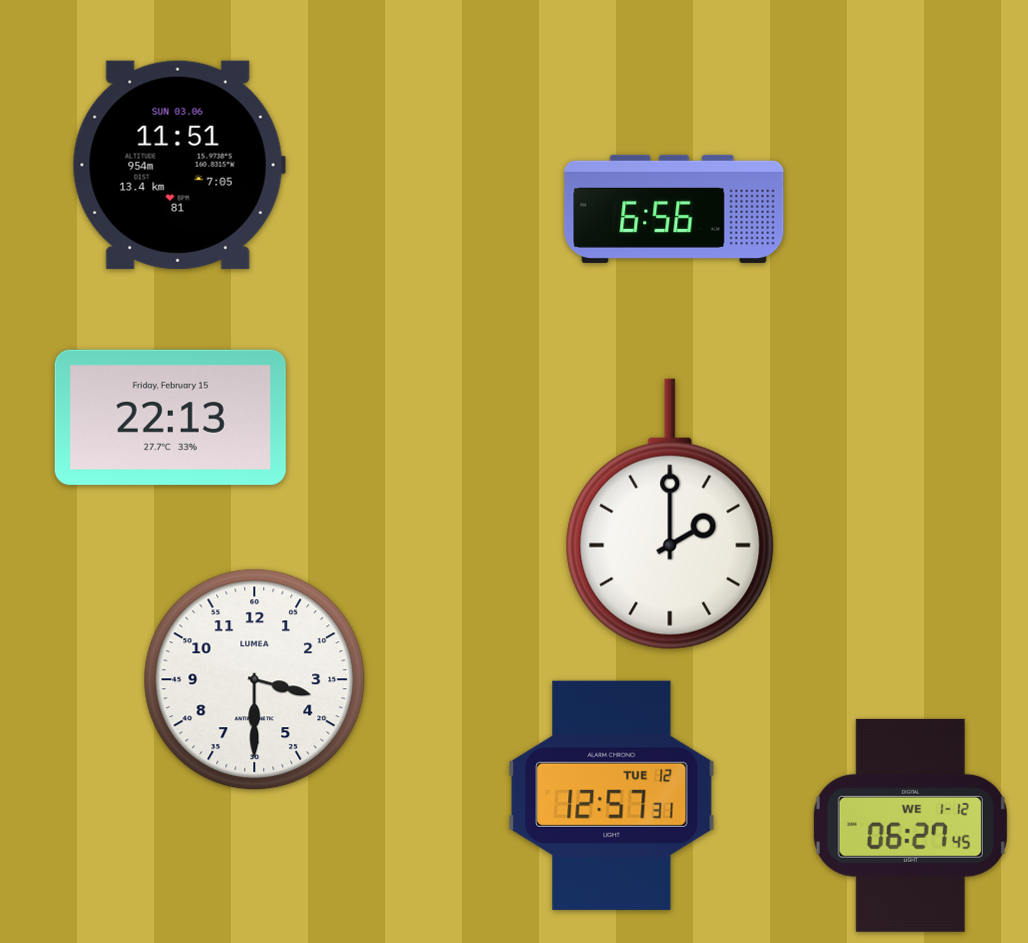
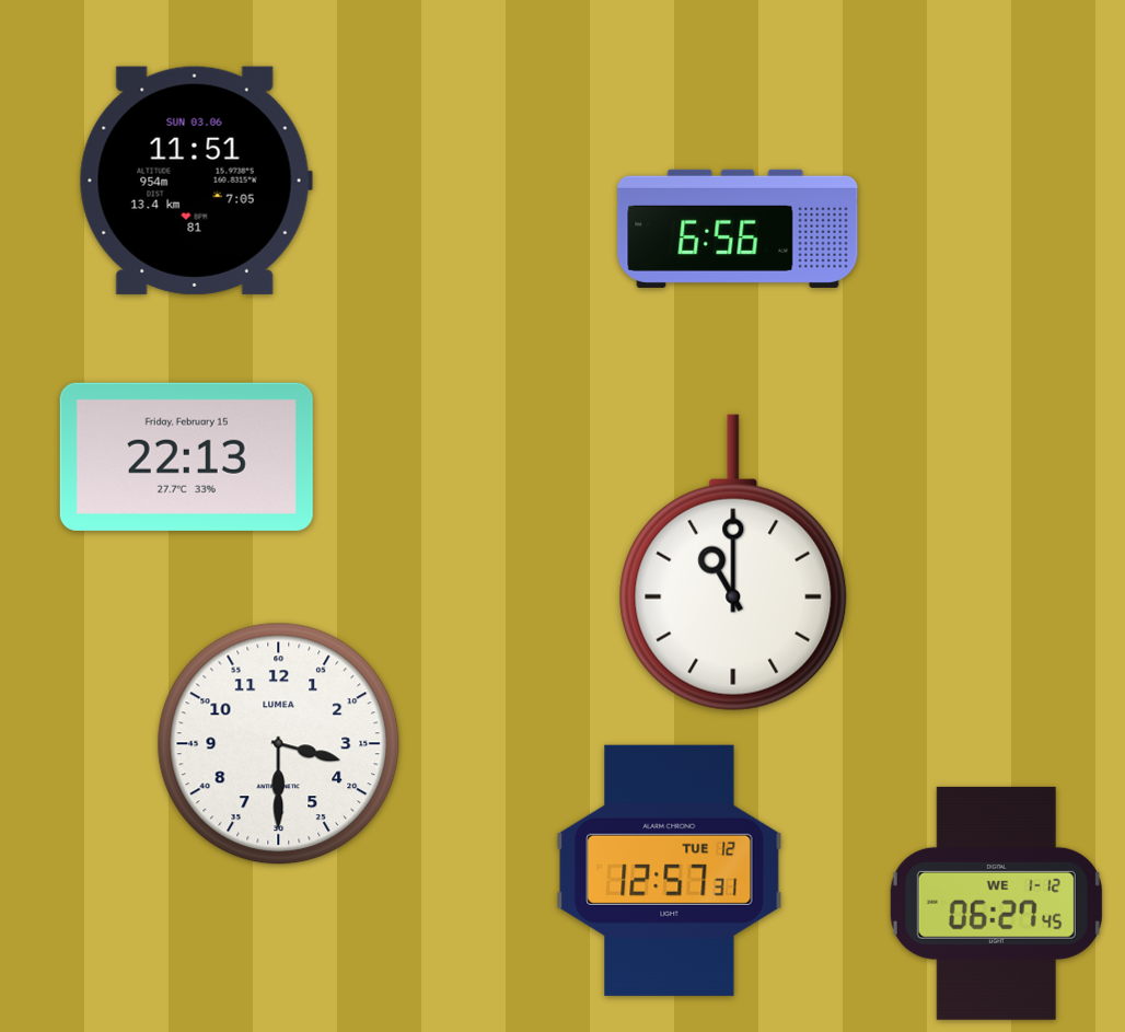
clock at (670, 514): 2:00 -> 11:00
